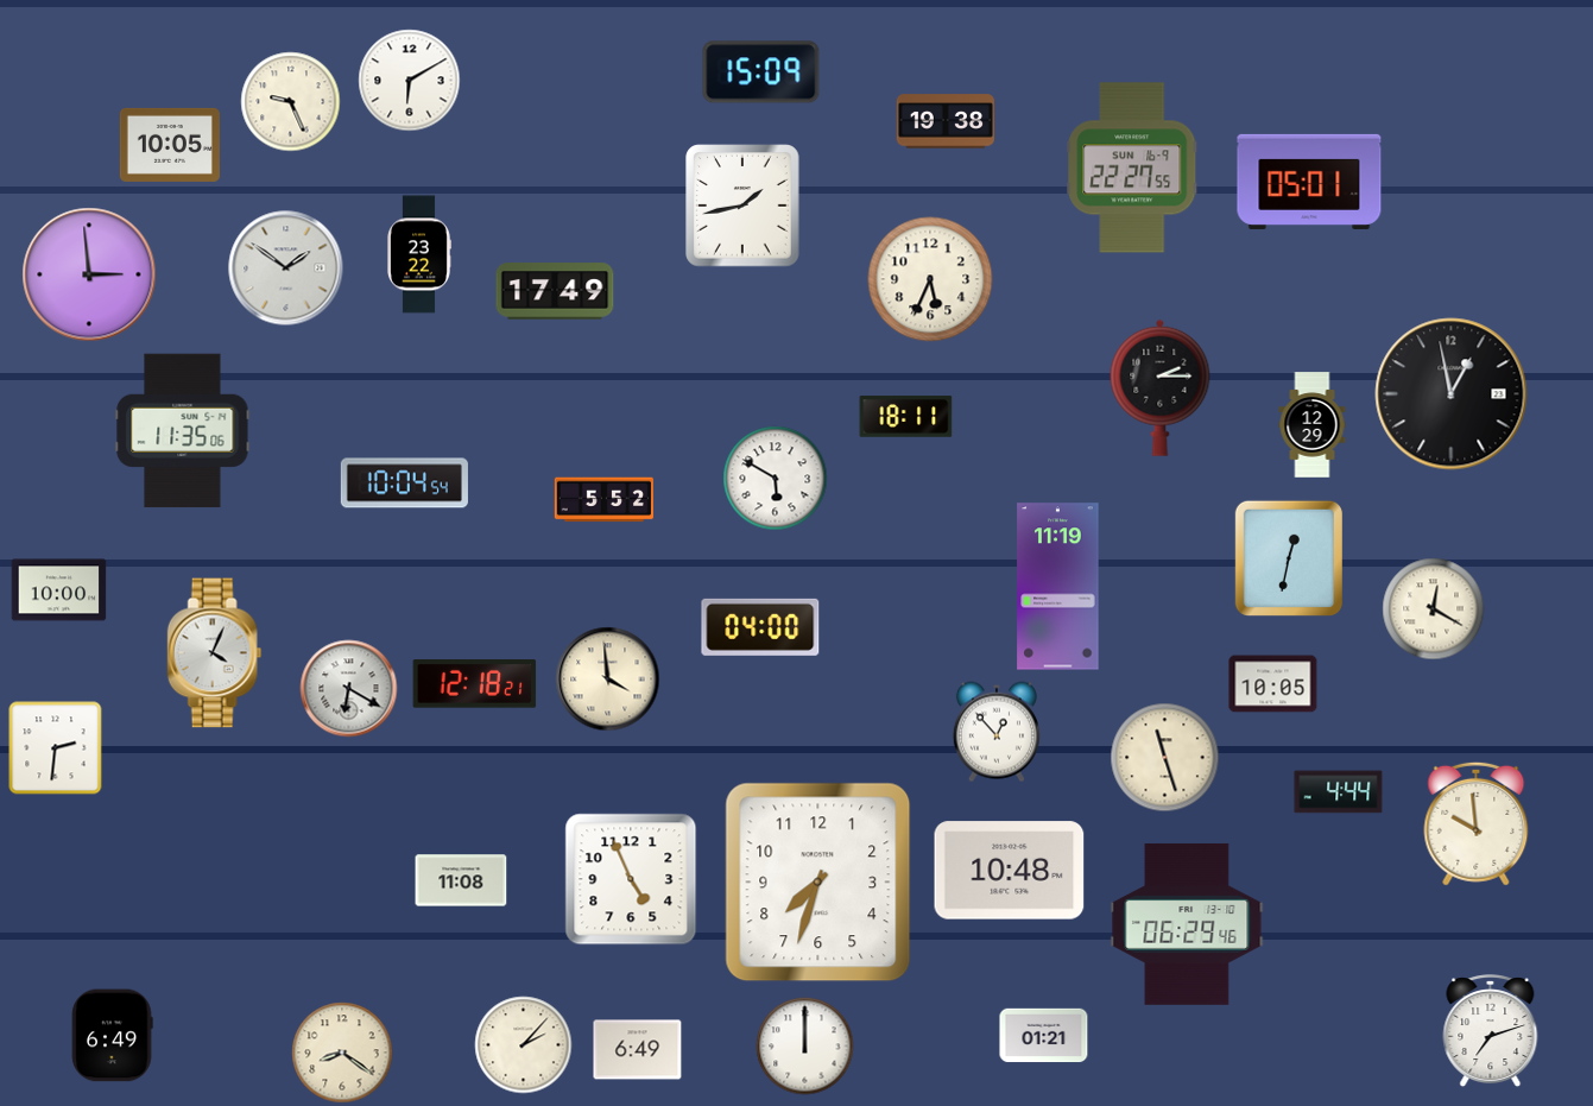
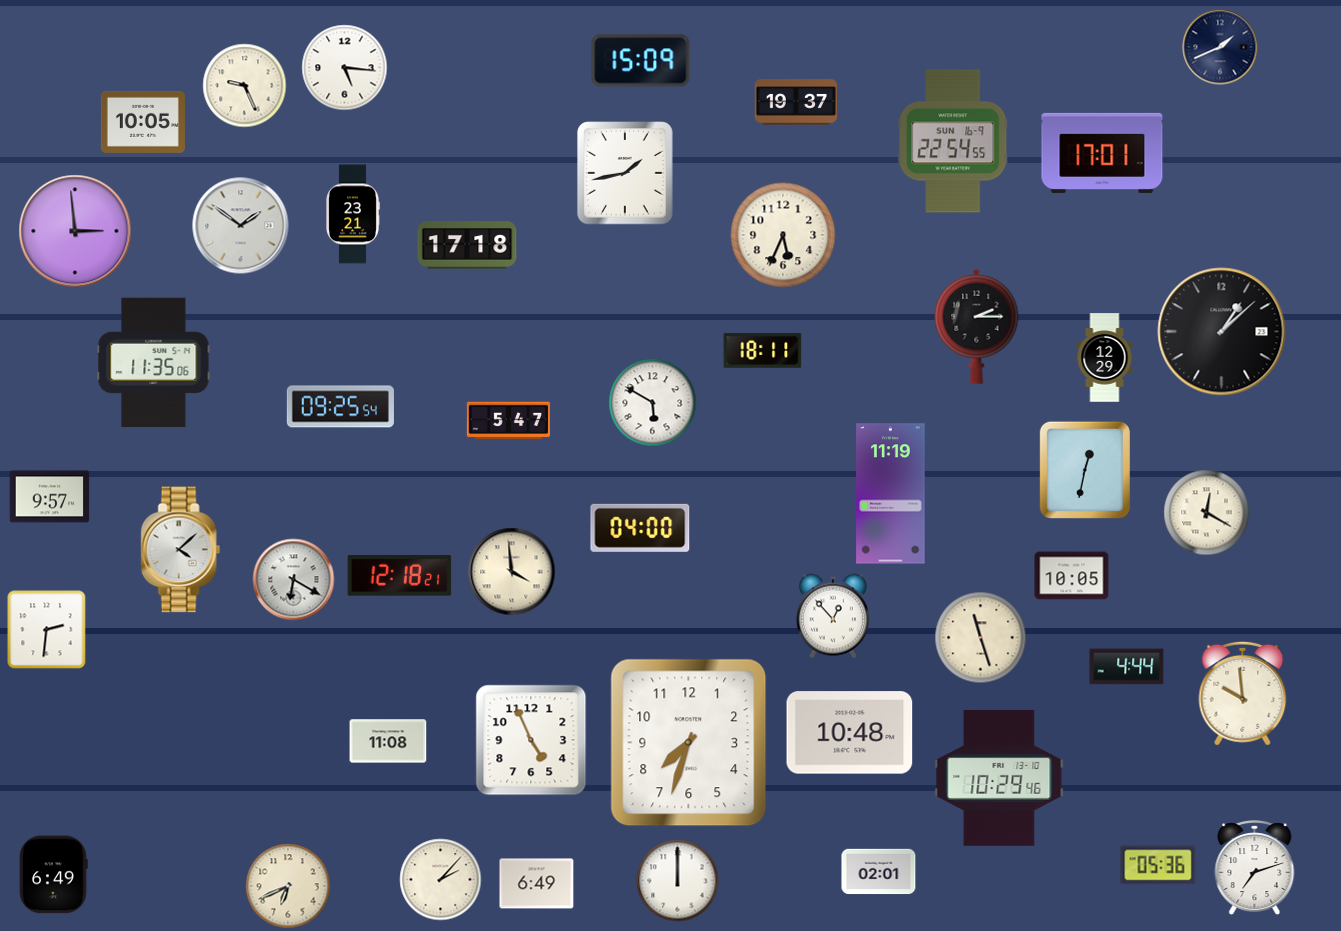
clock at (1220, 47): none -> 1:41
clock at (410, 81): 6:10 -> 5:16
clock at (944, 121): 19:38 -> 19:37
clock at (1132, 168): 22:27 -> 22:54
clock at (1309, 182): 05:01 -> 17:01
clock at (419, 254): 23:22 -> 23:21
clock at (555, 291): 17:49 -> 17:18
clock at (1452, 394): 12:58 -> 1:08
clock at (404, 484): 10:04 -> 09:25
clock at (603, 500): 5:52 -> 5:47
clock at (59, 590): 10:00 -> 9:57
clock at (215, 653): 4:04 -> 4:08
clock at (997, 732) position: (997, 732) -> (833, 616)
clock at (1187, 924): 06:29 -> 10:29
clock at (1158, 865): none -> 05:36
clock at (112, 1036) position: (112, 1036) -> (53, 875)
clock at (1044, 1036): 01:21 -> 02:01
clock at (342, 1053): 8:21 -> 6:41
